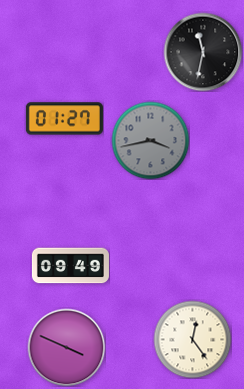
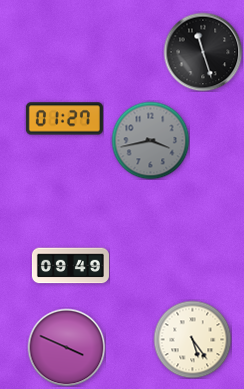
clock at (203, 52): 11:32 -> 11:27
clock at (192, 339): 12:24 -> 5:24
